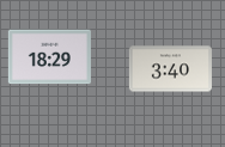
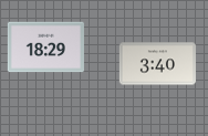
clock at (49, 57) position: (49, 57) -> (45, 48)
